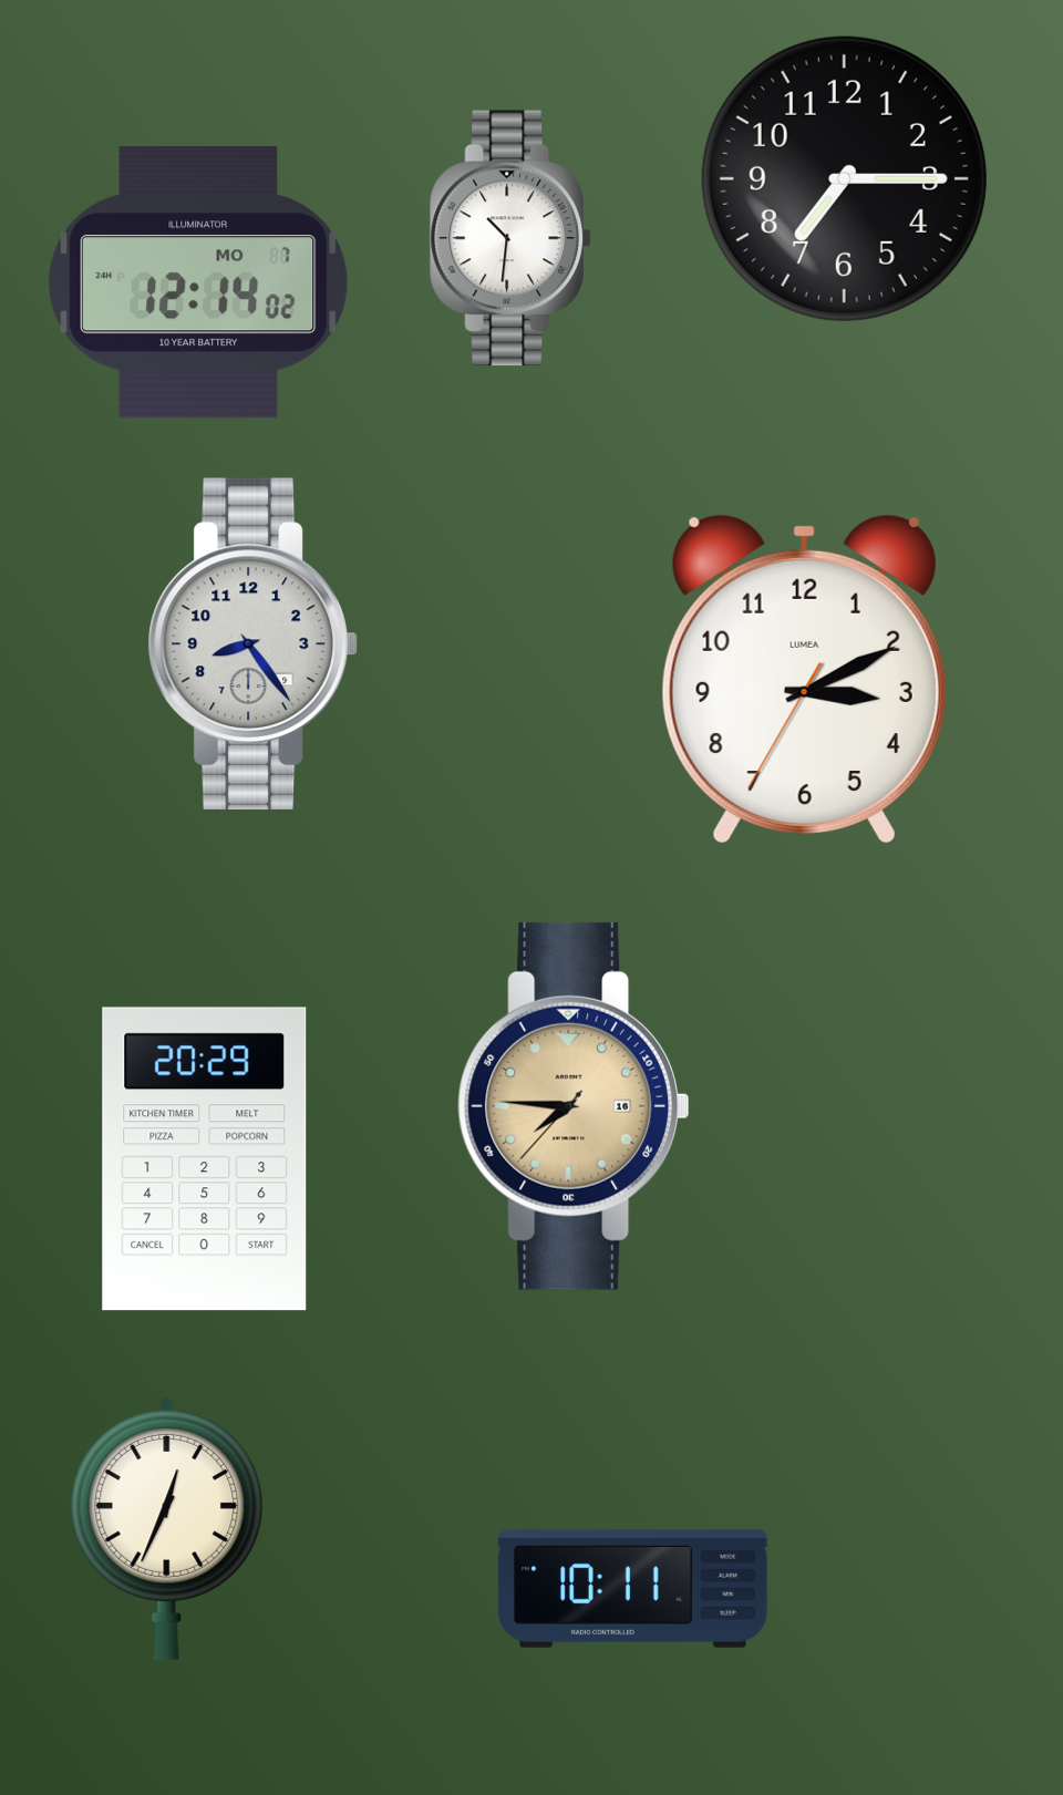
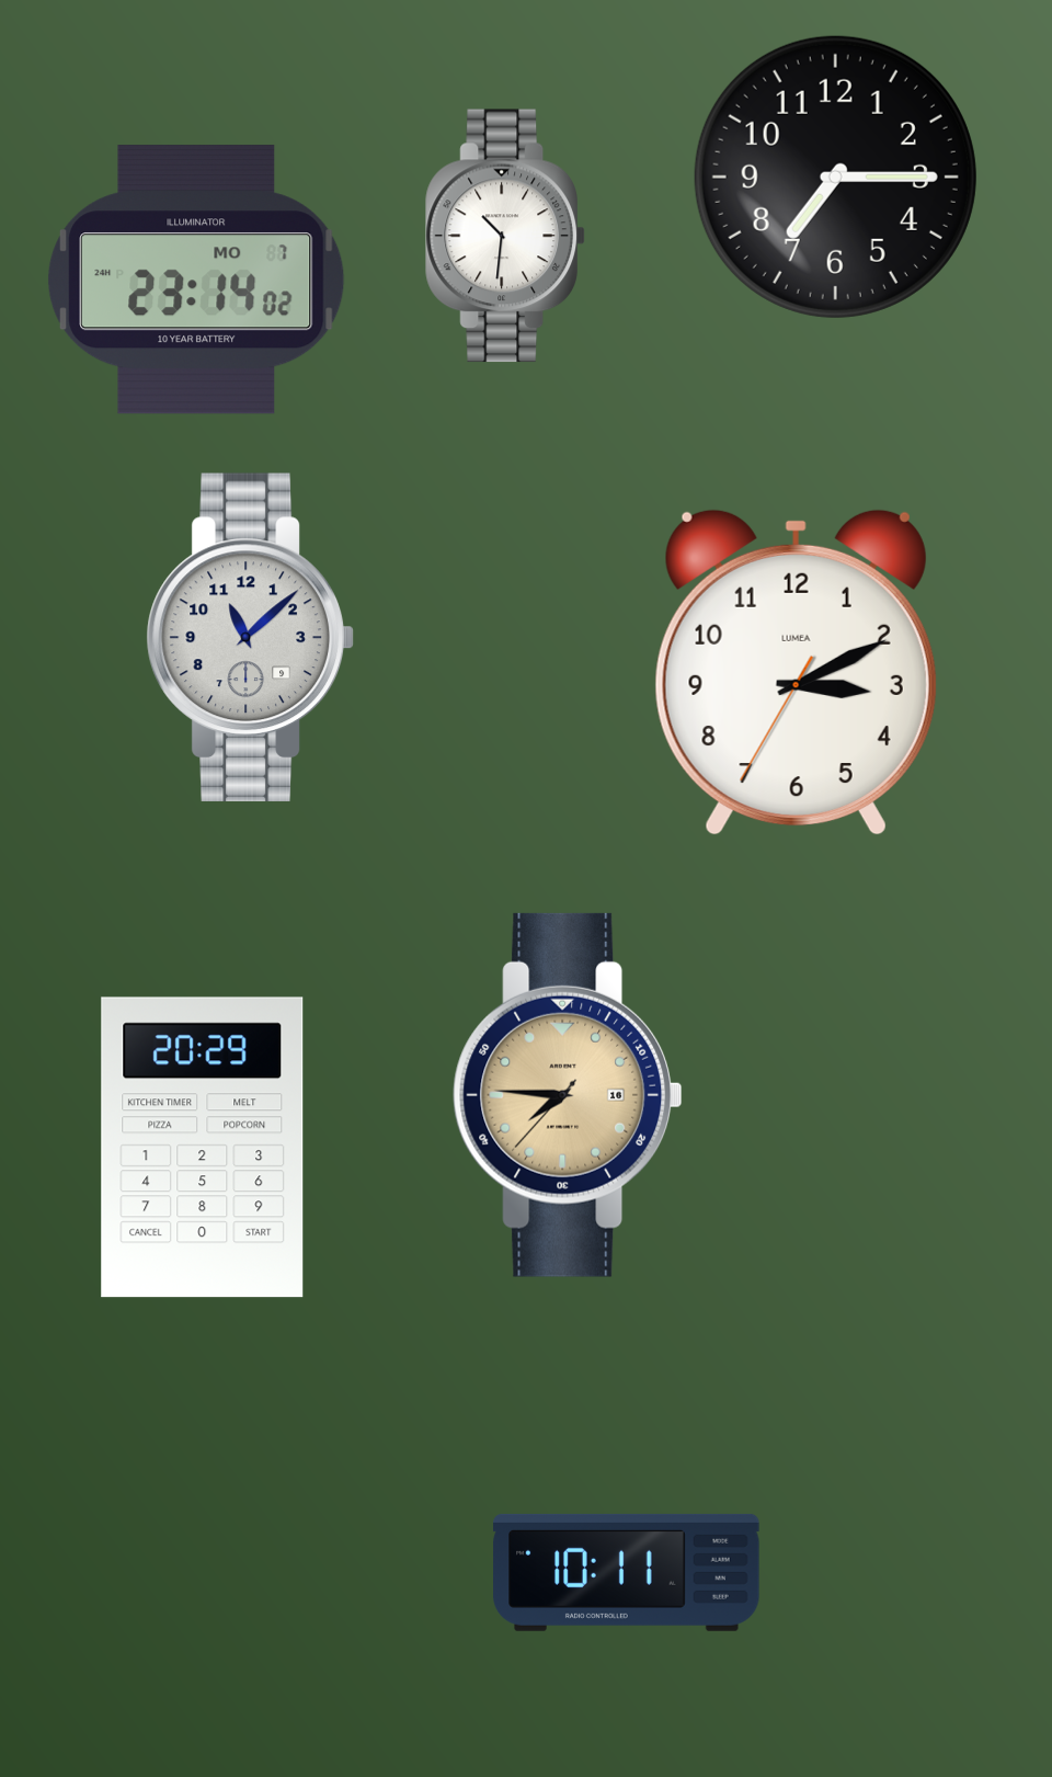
clock at (198, 282): 12:14 -> 23:14
clock at (252, 643): 8:24 -> 11:08
clock at (167, 1528): 12:34 -> none
